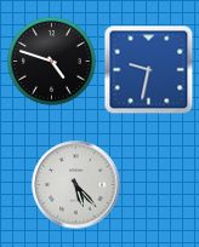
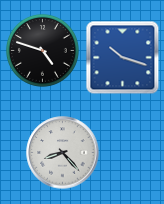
clock at (149, 70): 9:32 -> 10:18
clock at (76, 185): 5:23 -> 8:23
